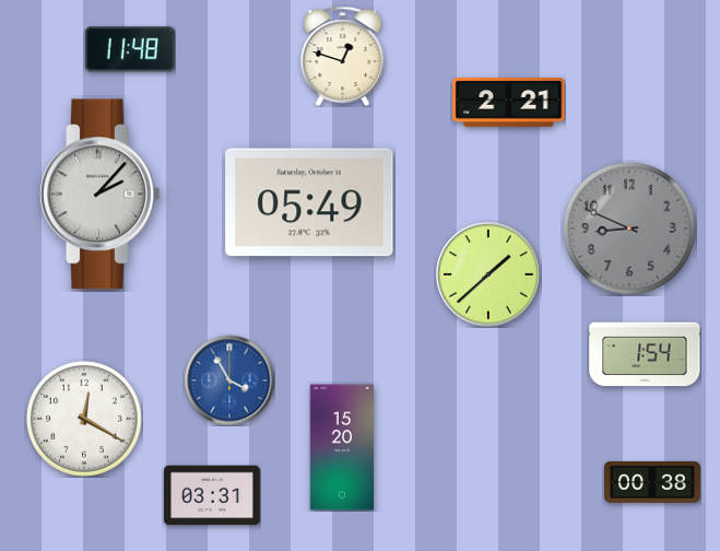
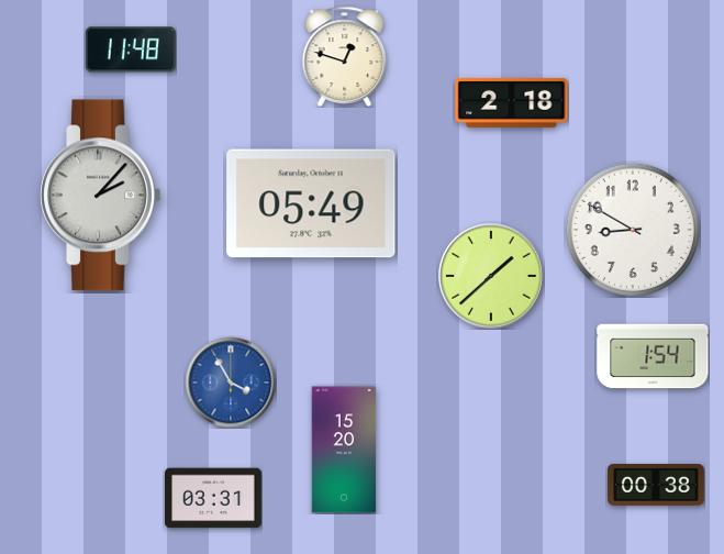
clock at (509, 103): 2:21 -> 2:18
clock at (629, 228): 8:49 -> 8:50
clock at (629, 228) dial: grey -> white
clock at (645, 354) position: (645, 354) -> (653, 356)
clock at (84, 419): 12:20 -> none
